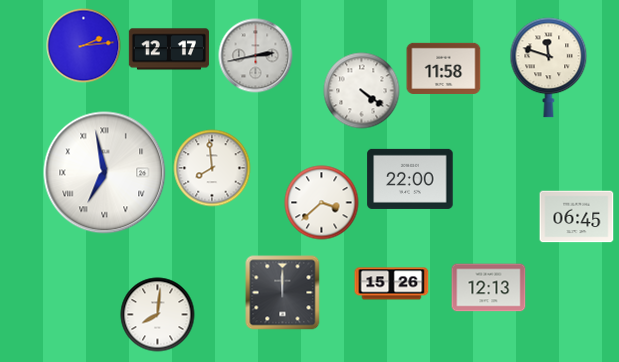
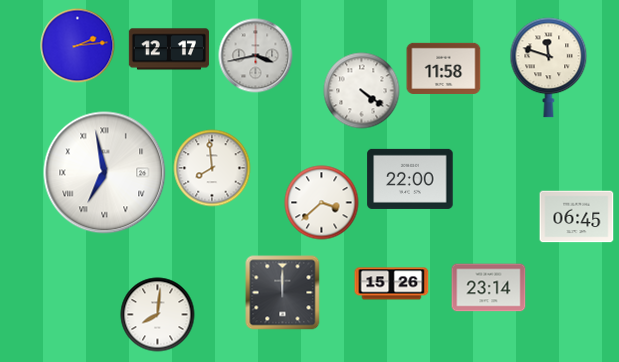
clock at (84, 46) position: (84, 46) -> (78, 46)
clock at (256, 56): 2:43 -> 3:43
clock at (489, 288): 12:13 -> 23:14
